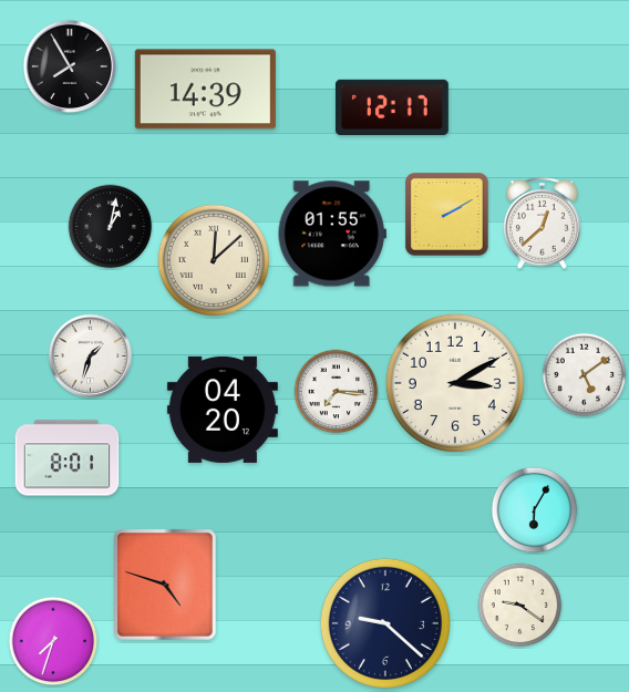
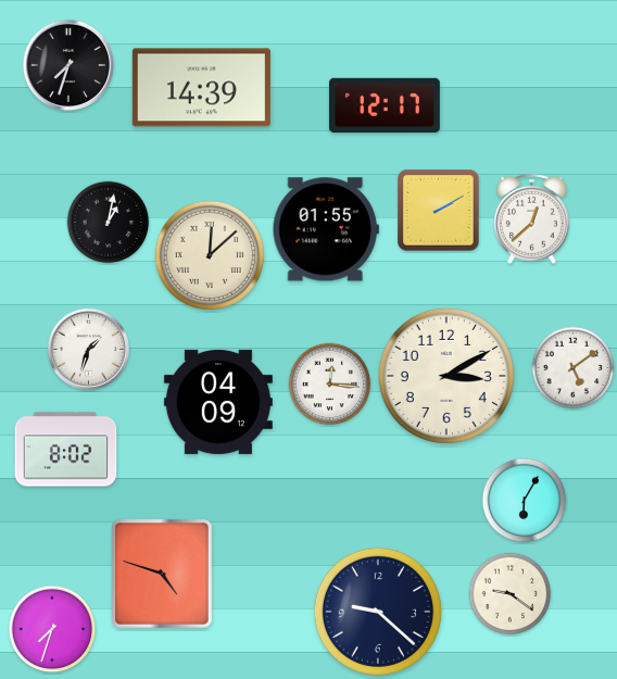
clock at (69, 65): 7:55 -> 7:33
clock at (337, 392): 7:16 -> 12:16
clock at (223, 410): 04:20 -> 04:09
clock at (68, 458): 8:01 -> 8:02
